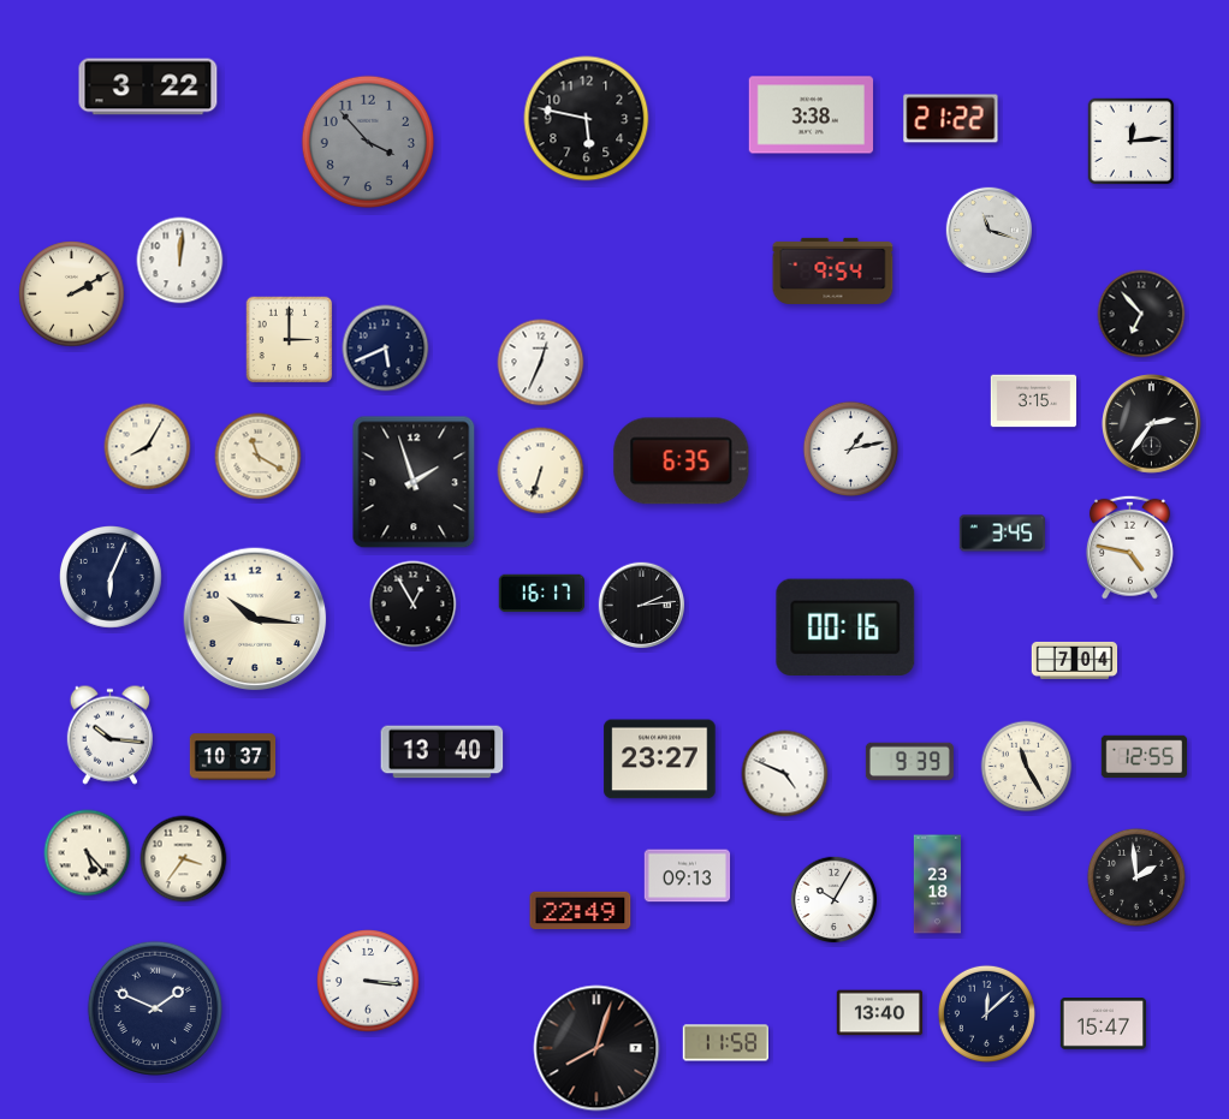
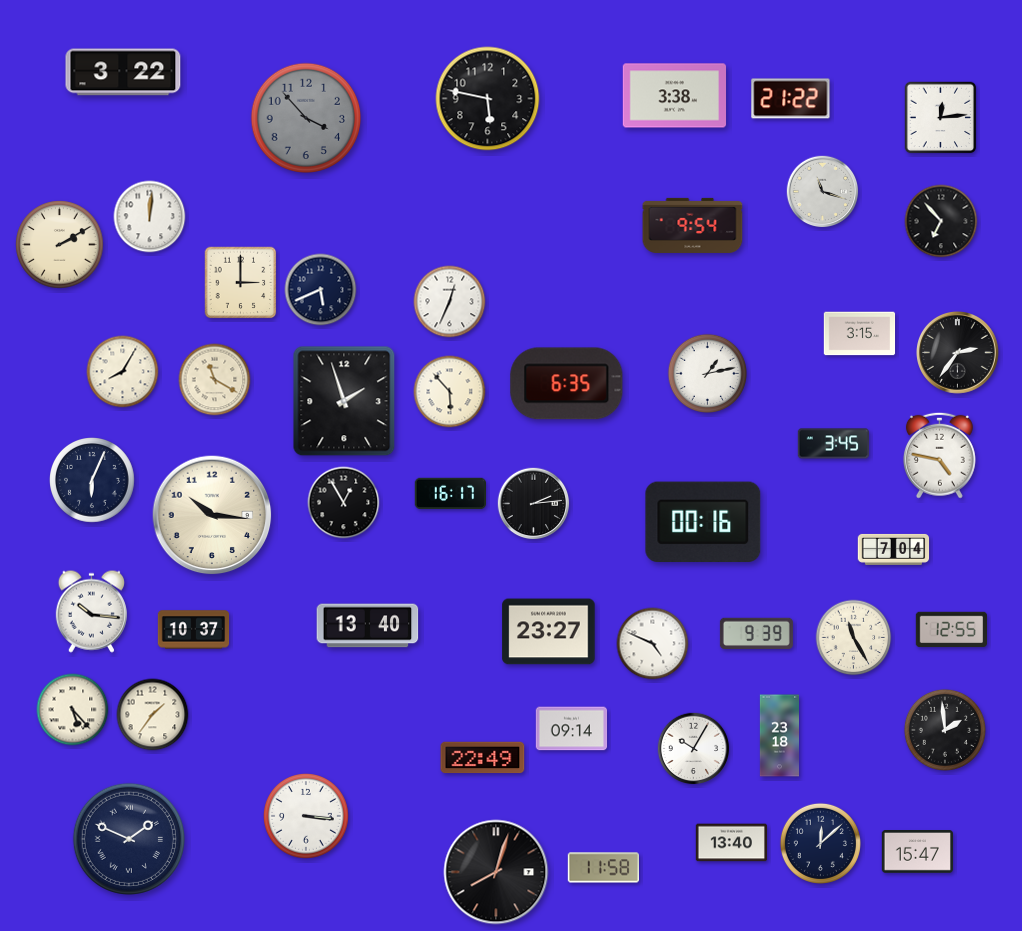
clock at (1141, 314) position: (1141, 314) -> (941, 221)
clock at (541, 471): 6:33 -> 5:53
clock at (184, 859): 3:36 -> 1:36
clock at (688, 876): 09:13 -> 09:14
